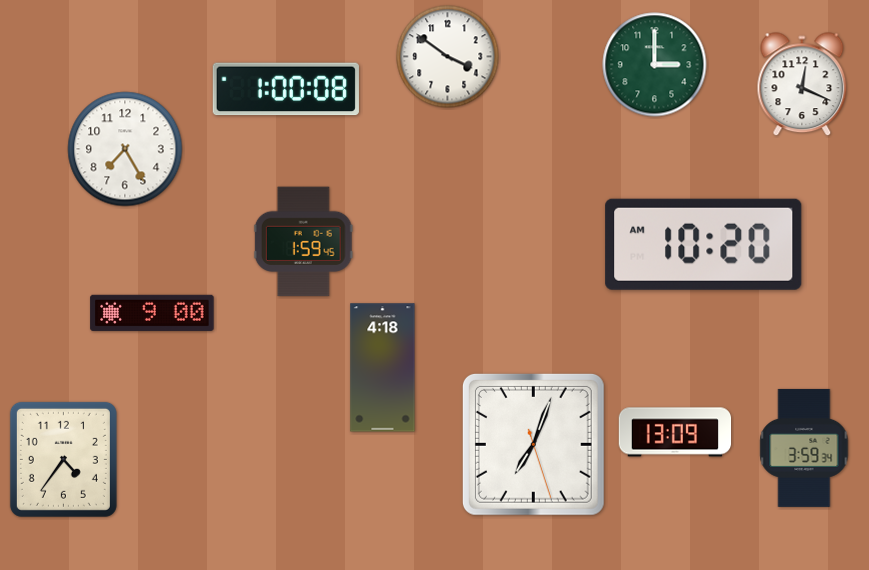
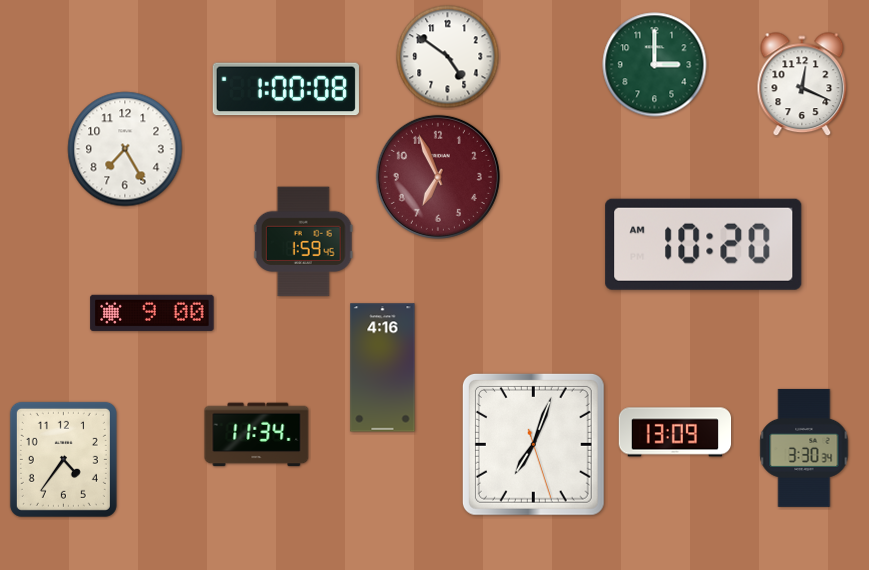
clock at (448, 57): 3:51 -> 4:51
clock at (438, 177): none -> 6:56
clock at (383, 368): 4:18 -> 4:16
clock at (257, 435): none -> 11:34
clock at (804, 448): 3:59 -> 3:30
